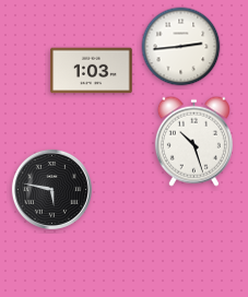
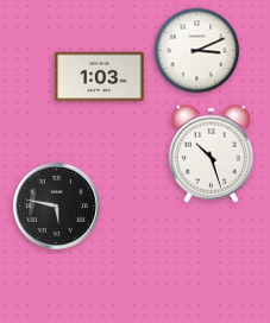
clock at (181, 47): 2:44 -> 3:11
